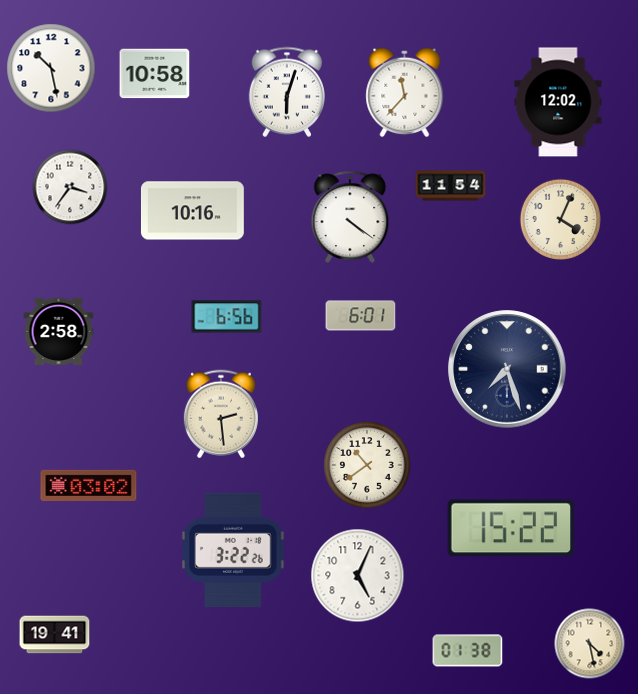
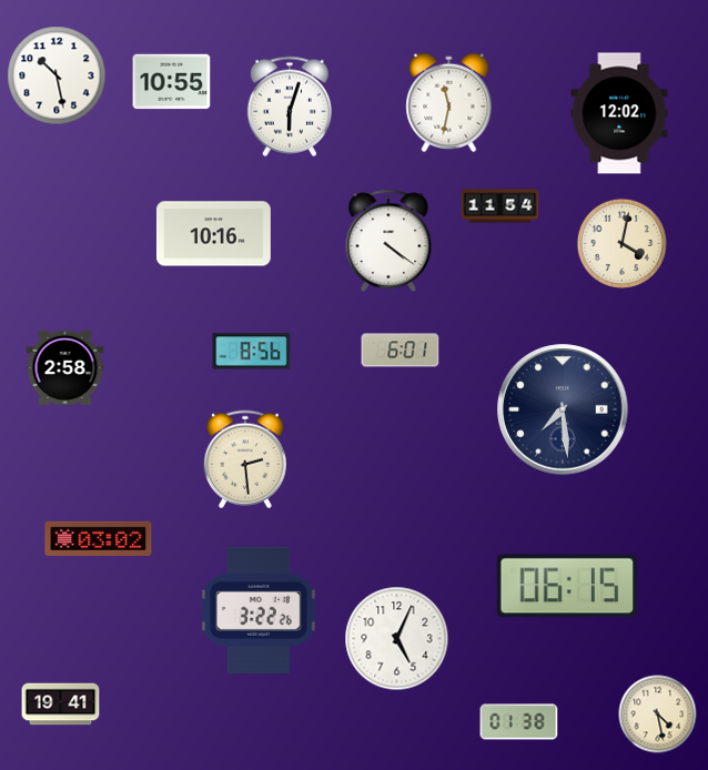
clock at (155, 74): 10:58 -> 10:55
clock at (286, 92) position: (286, 92) -> (289, 107)
clock at (405, 93): 11:37 -> 11:32
clock at (70, 187): 3:36 -> none
clock at (560, 219): 4:04 -> 4:02
clock at (227, 317): 6:56 -> 8:56
clock at (507, 369): 7:27 -> 7:29
clock at (367, 465): 10:39 -> none
clock at (510, 528): 15:22 -> 06:15
clock at (590, 644) position: (590, 644) -> (658, 715)
